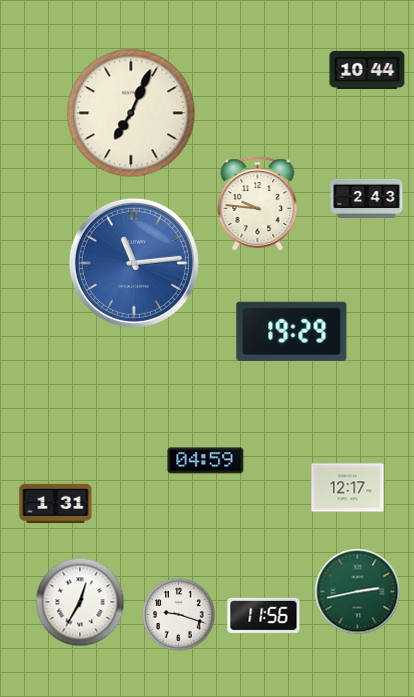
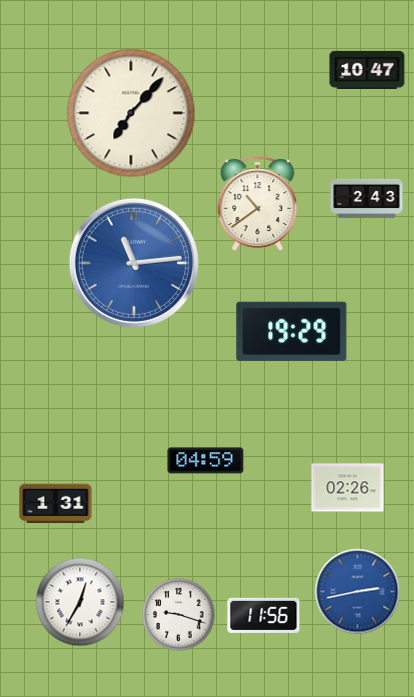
clock at (367, 70): 10:44 -> 10:47
clock at (131, 113): 7:04 -> 7:07
clock at (258, 204): 9:46 -> 10:39
clock at (348, 488): 12:17 -> 02:26
clock at (358, 592) dial: green -> blue
